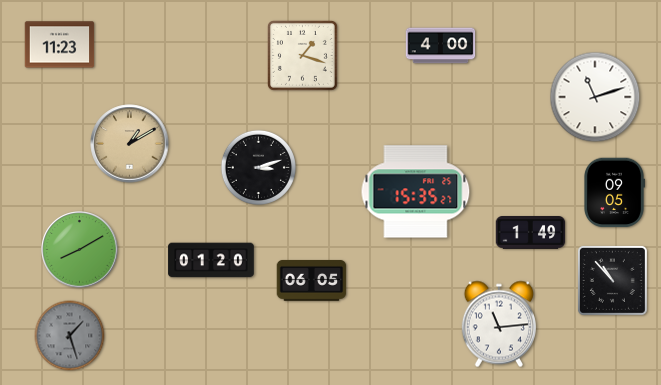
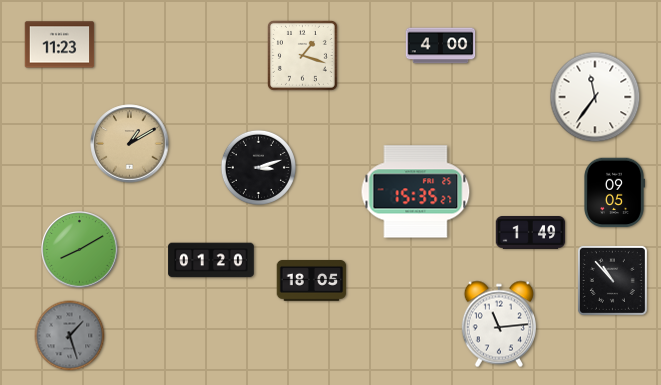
clock at (595, 97): 11:12 -> 11:36
clock at (312, 280): 06:05 -> 18:05
